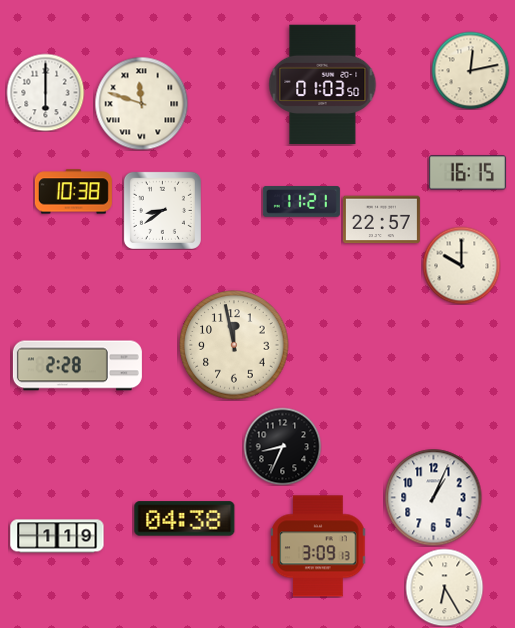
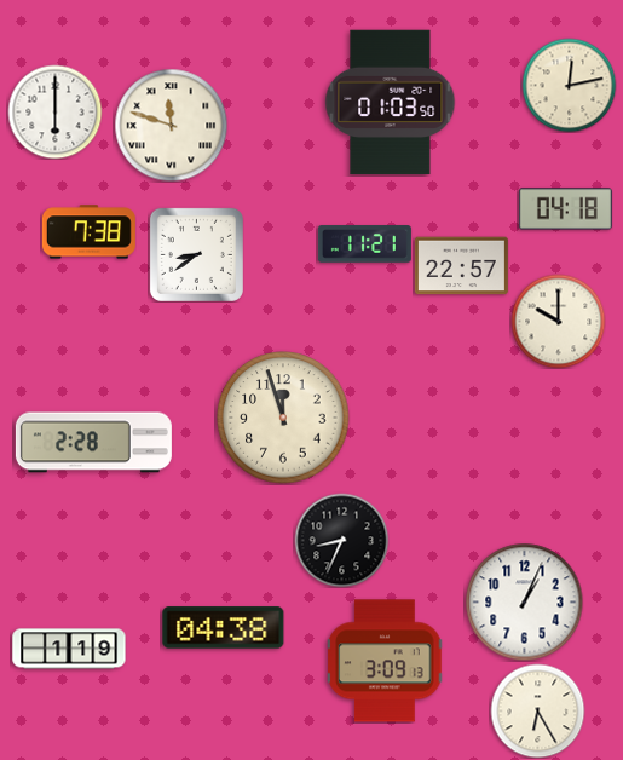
clock at (467, 173): 16:15 -> 04:18
clock at (73, 192): 10:38 -> 7:38
clock at (234, 345): 11:58 -> 11:57
